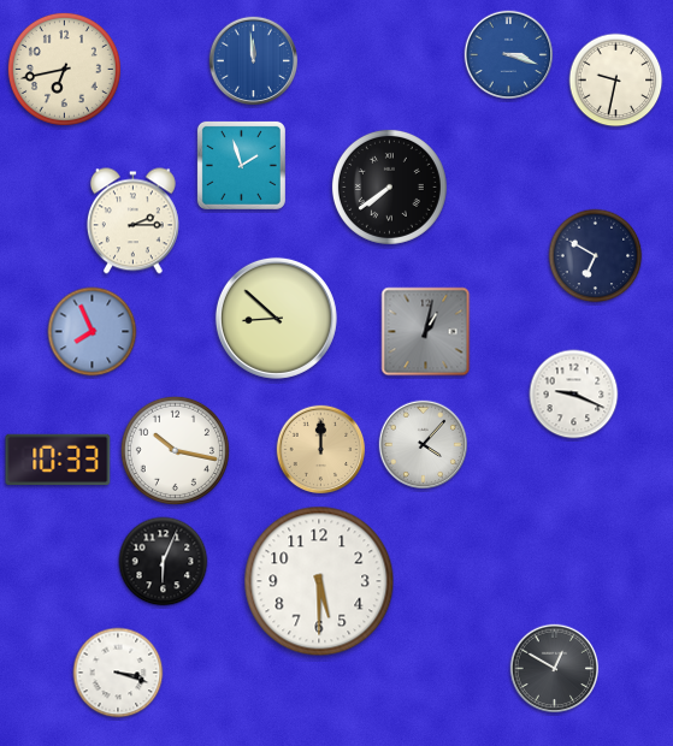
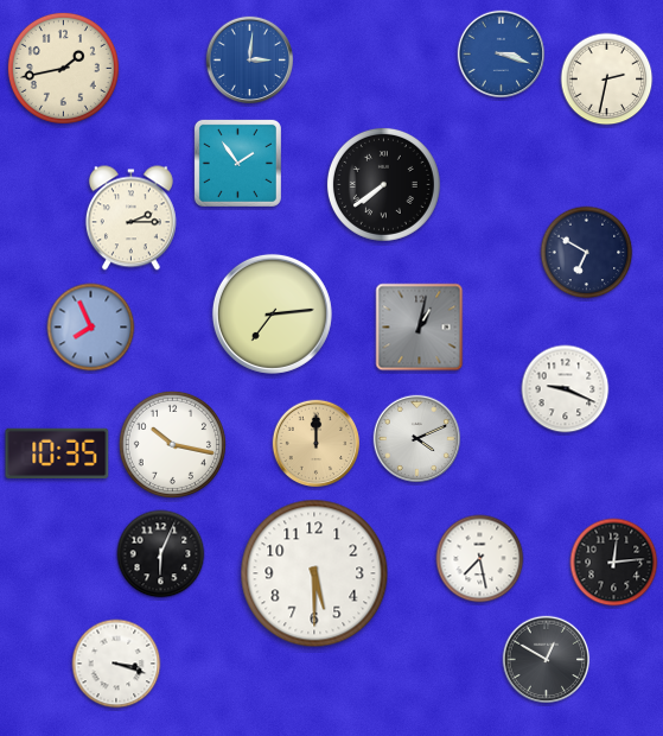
clock at (254, 61): 11:59 -> 3:01
clock at (64, 69): 6:43 -> 1:43
clock at (616, 81): 9:32 -> 2:32
clock at (241, 165): 1:57 -> 1:54
clock at (276, 318): 8:52 -> 7:14
clock at (424, 445): 4:07 -> 4:11
clock at (58, 458): 10:33 -> 10:35
clock at (480, 559): none -> 7:28
clock at (614, 563): none -> 12:14
